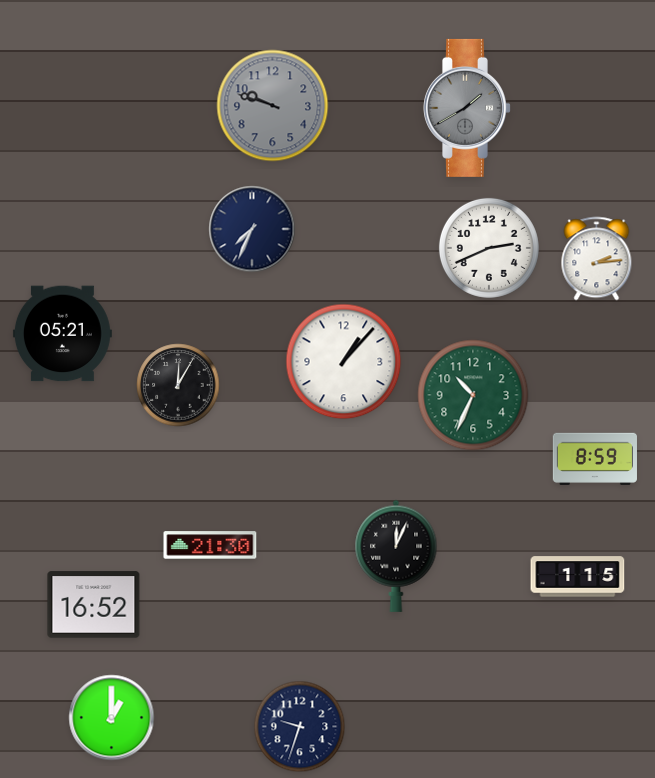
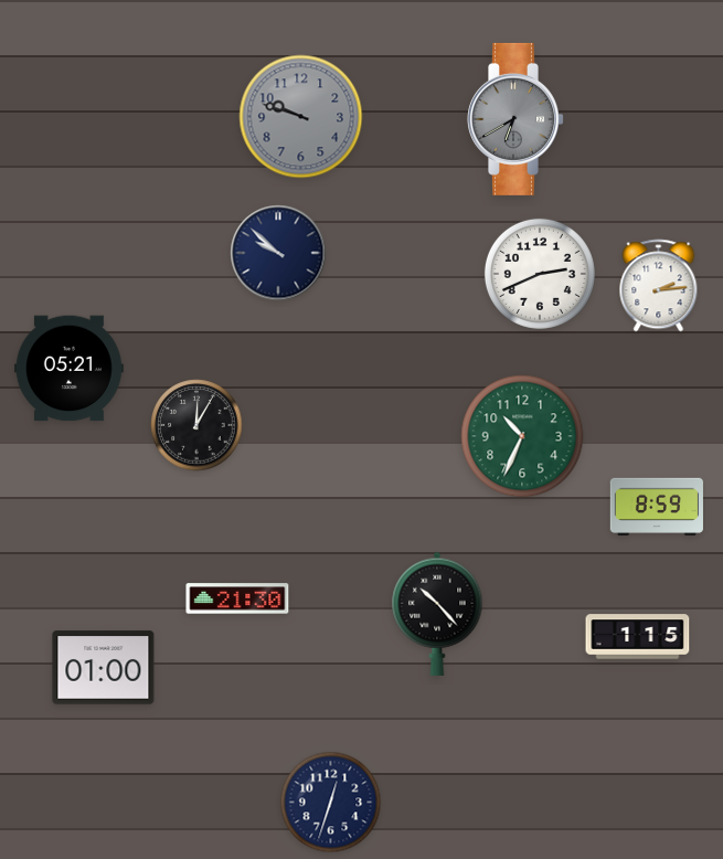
clock at (468, 108): 1:40 -> 6:40
clock at (252, 229): 7:34 -> 9:52
clock at (344, 362): 1:07 -> none
clock at (210, 545) position: (210, 545) -> (237, 598)
clock at (396, 556): 12:04 -> 10:23
clock at (94, 605): 16:52 -> 01:00
clock at (112, 718): 1:00 -> none
clock at (300, 727): 9:33 -> 12:33
